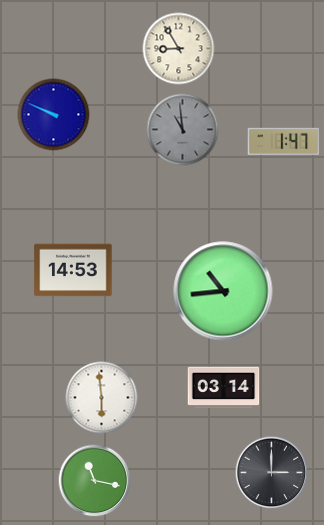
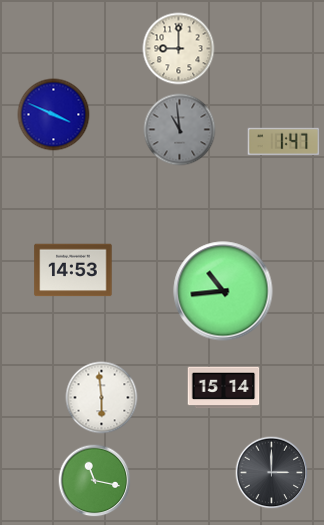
clock at (179, 49): 8:55 -> 9:00
clock at (54, 115): 9:49 -> 3:49
clock at (183, 130) position: (183, 130) -> (180, 130)
clock at (224, 388): 03:14 -> 15:14
